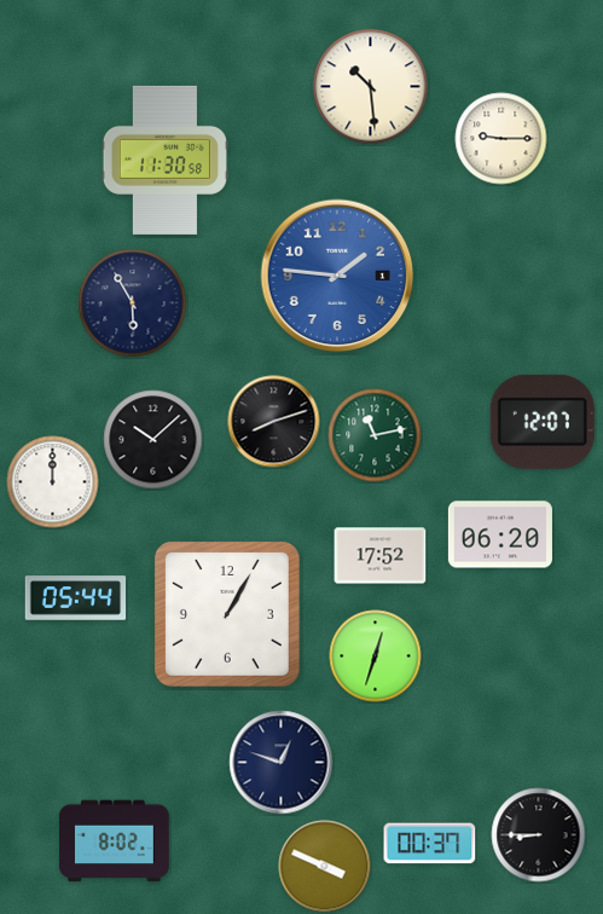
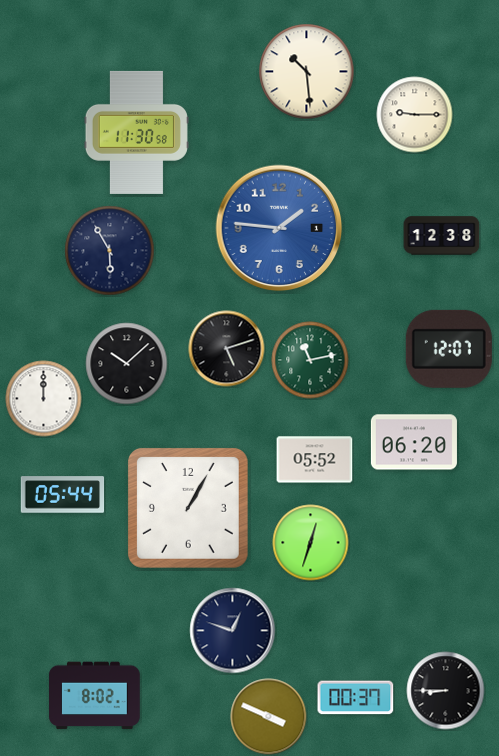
clock at (442, 236): none -> 12:38
clock at (274, 422): 8:12 -> 5:12
clock at (381, 556): 17:52 -> 05:52
